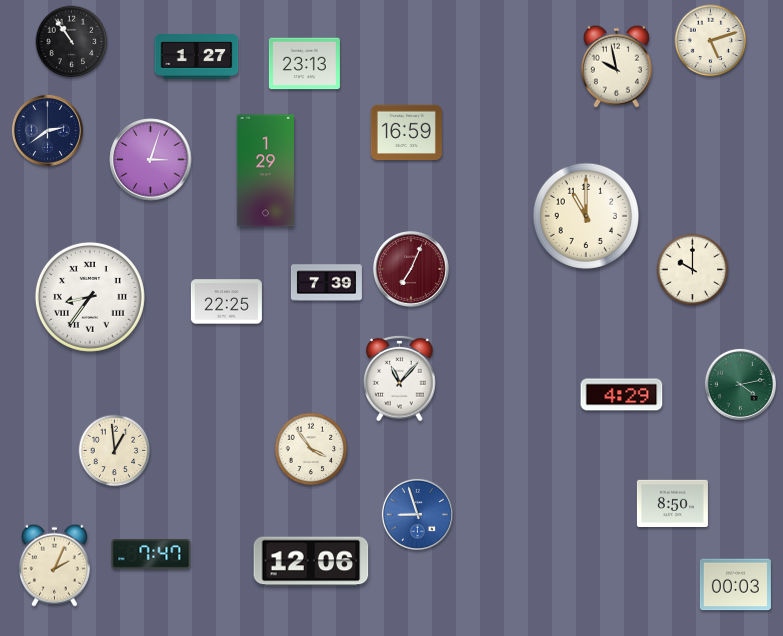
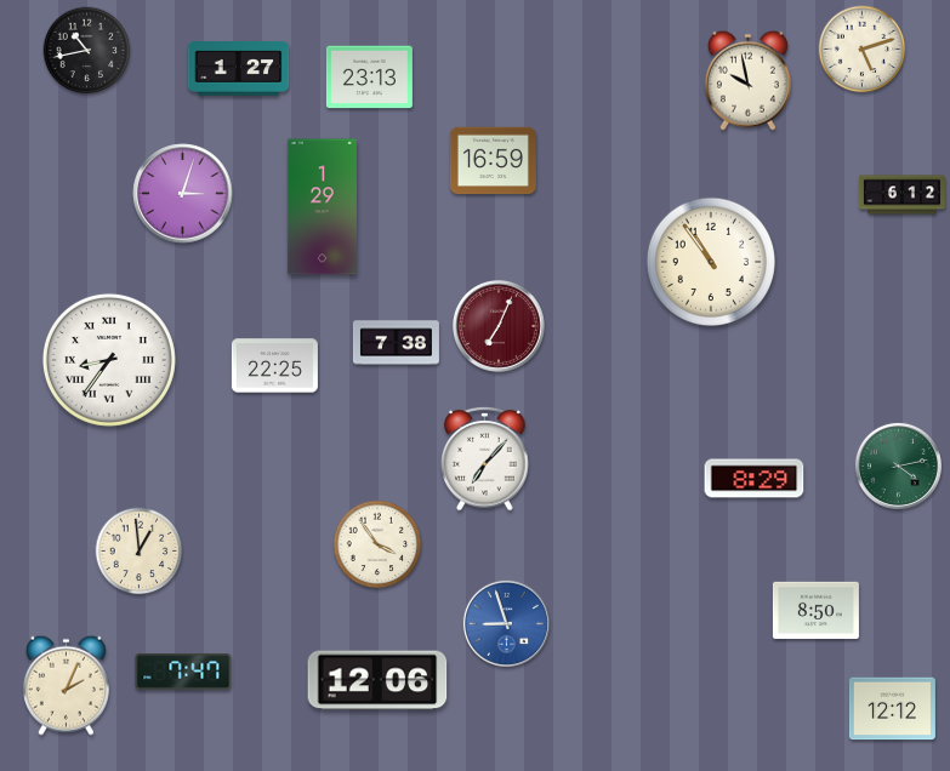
clock at (72, 42): 10:54 -> 10:43
clock at (47, 130): 2:39 -> none
clock at (901, 195): none -> 6:12
clock at (586, 216): 11:00 -> 10:54
clock at (693, 270): 10:00 -> none
clock at (326, 283): 7:39 -> 7:38
clock at (400, 378): 11:07 -> 7:07
clock at (622, 395): 4:29 -> 8:29
clock at (115, 451) position: (115, 451) -> (140, 552)
clock at (735, 585): 00:03 -> 12:12
